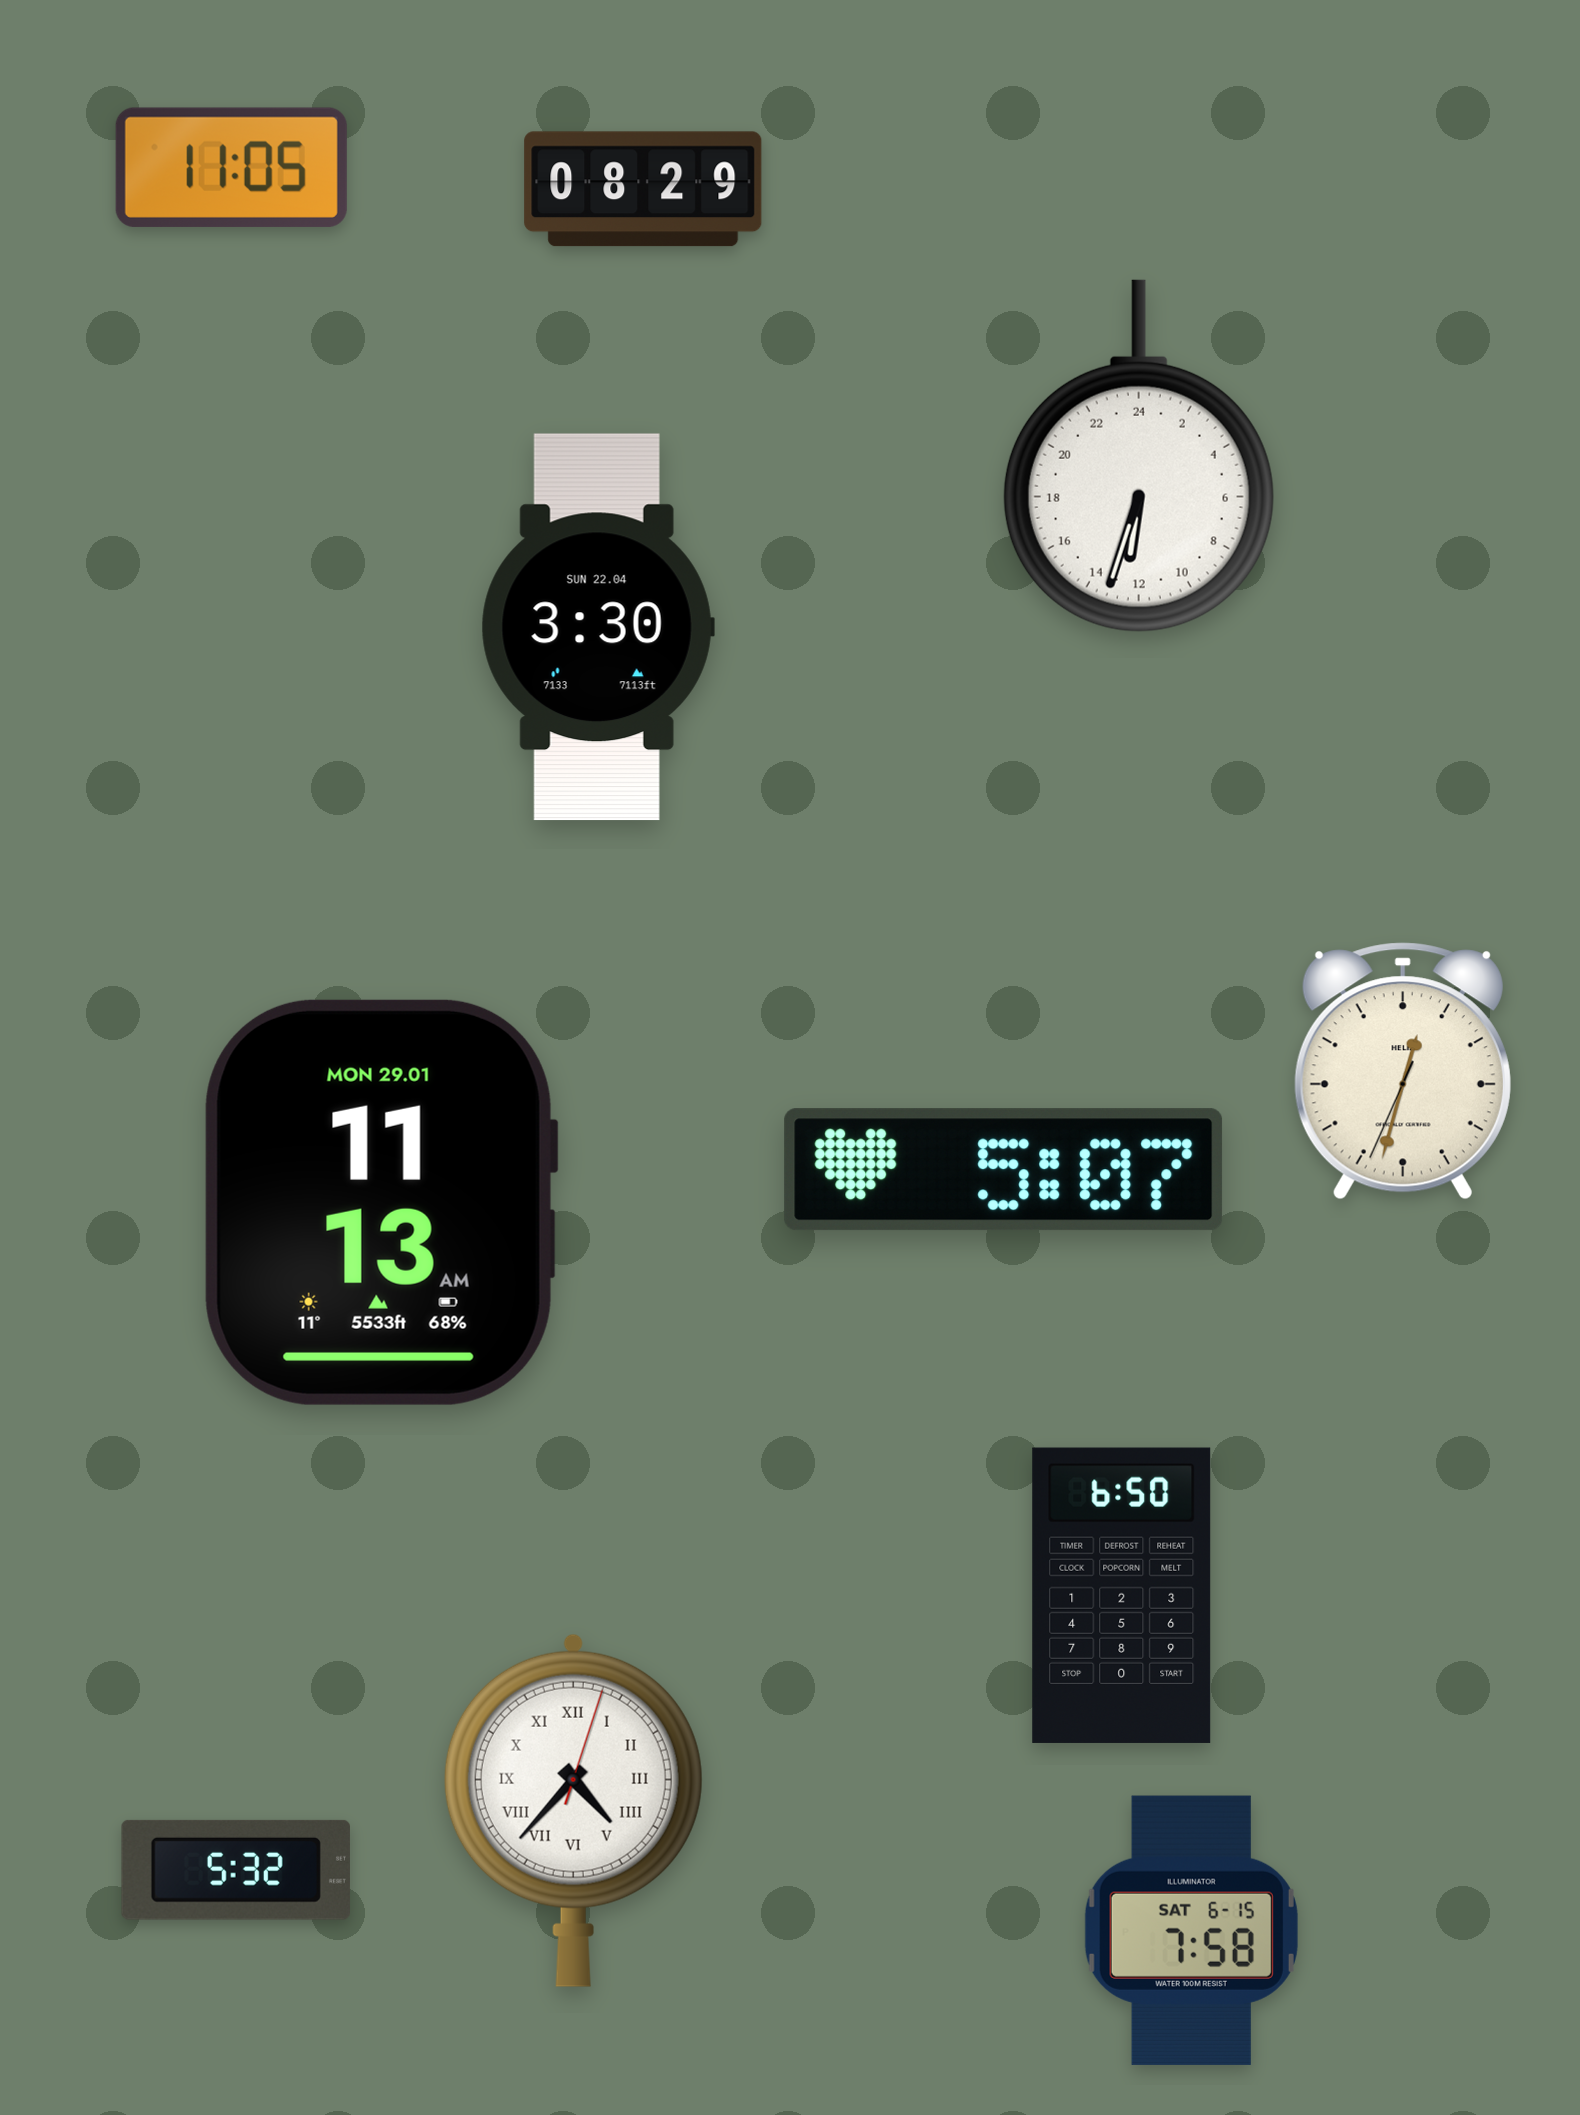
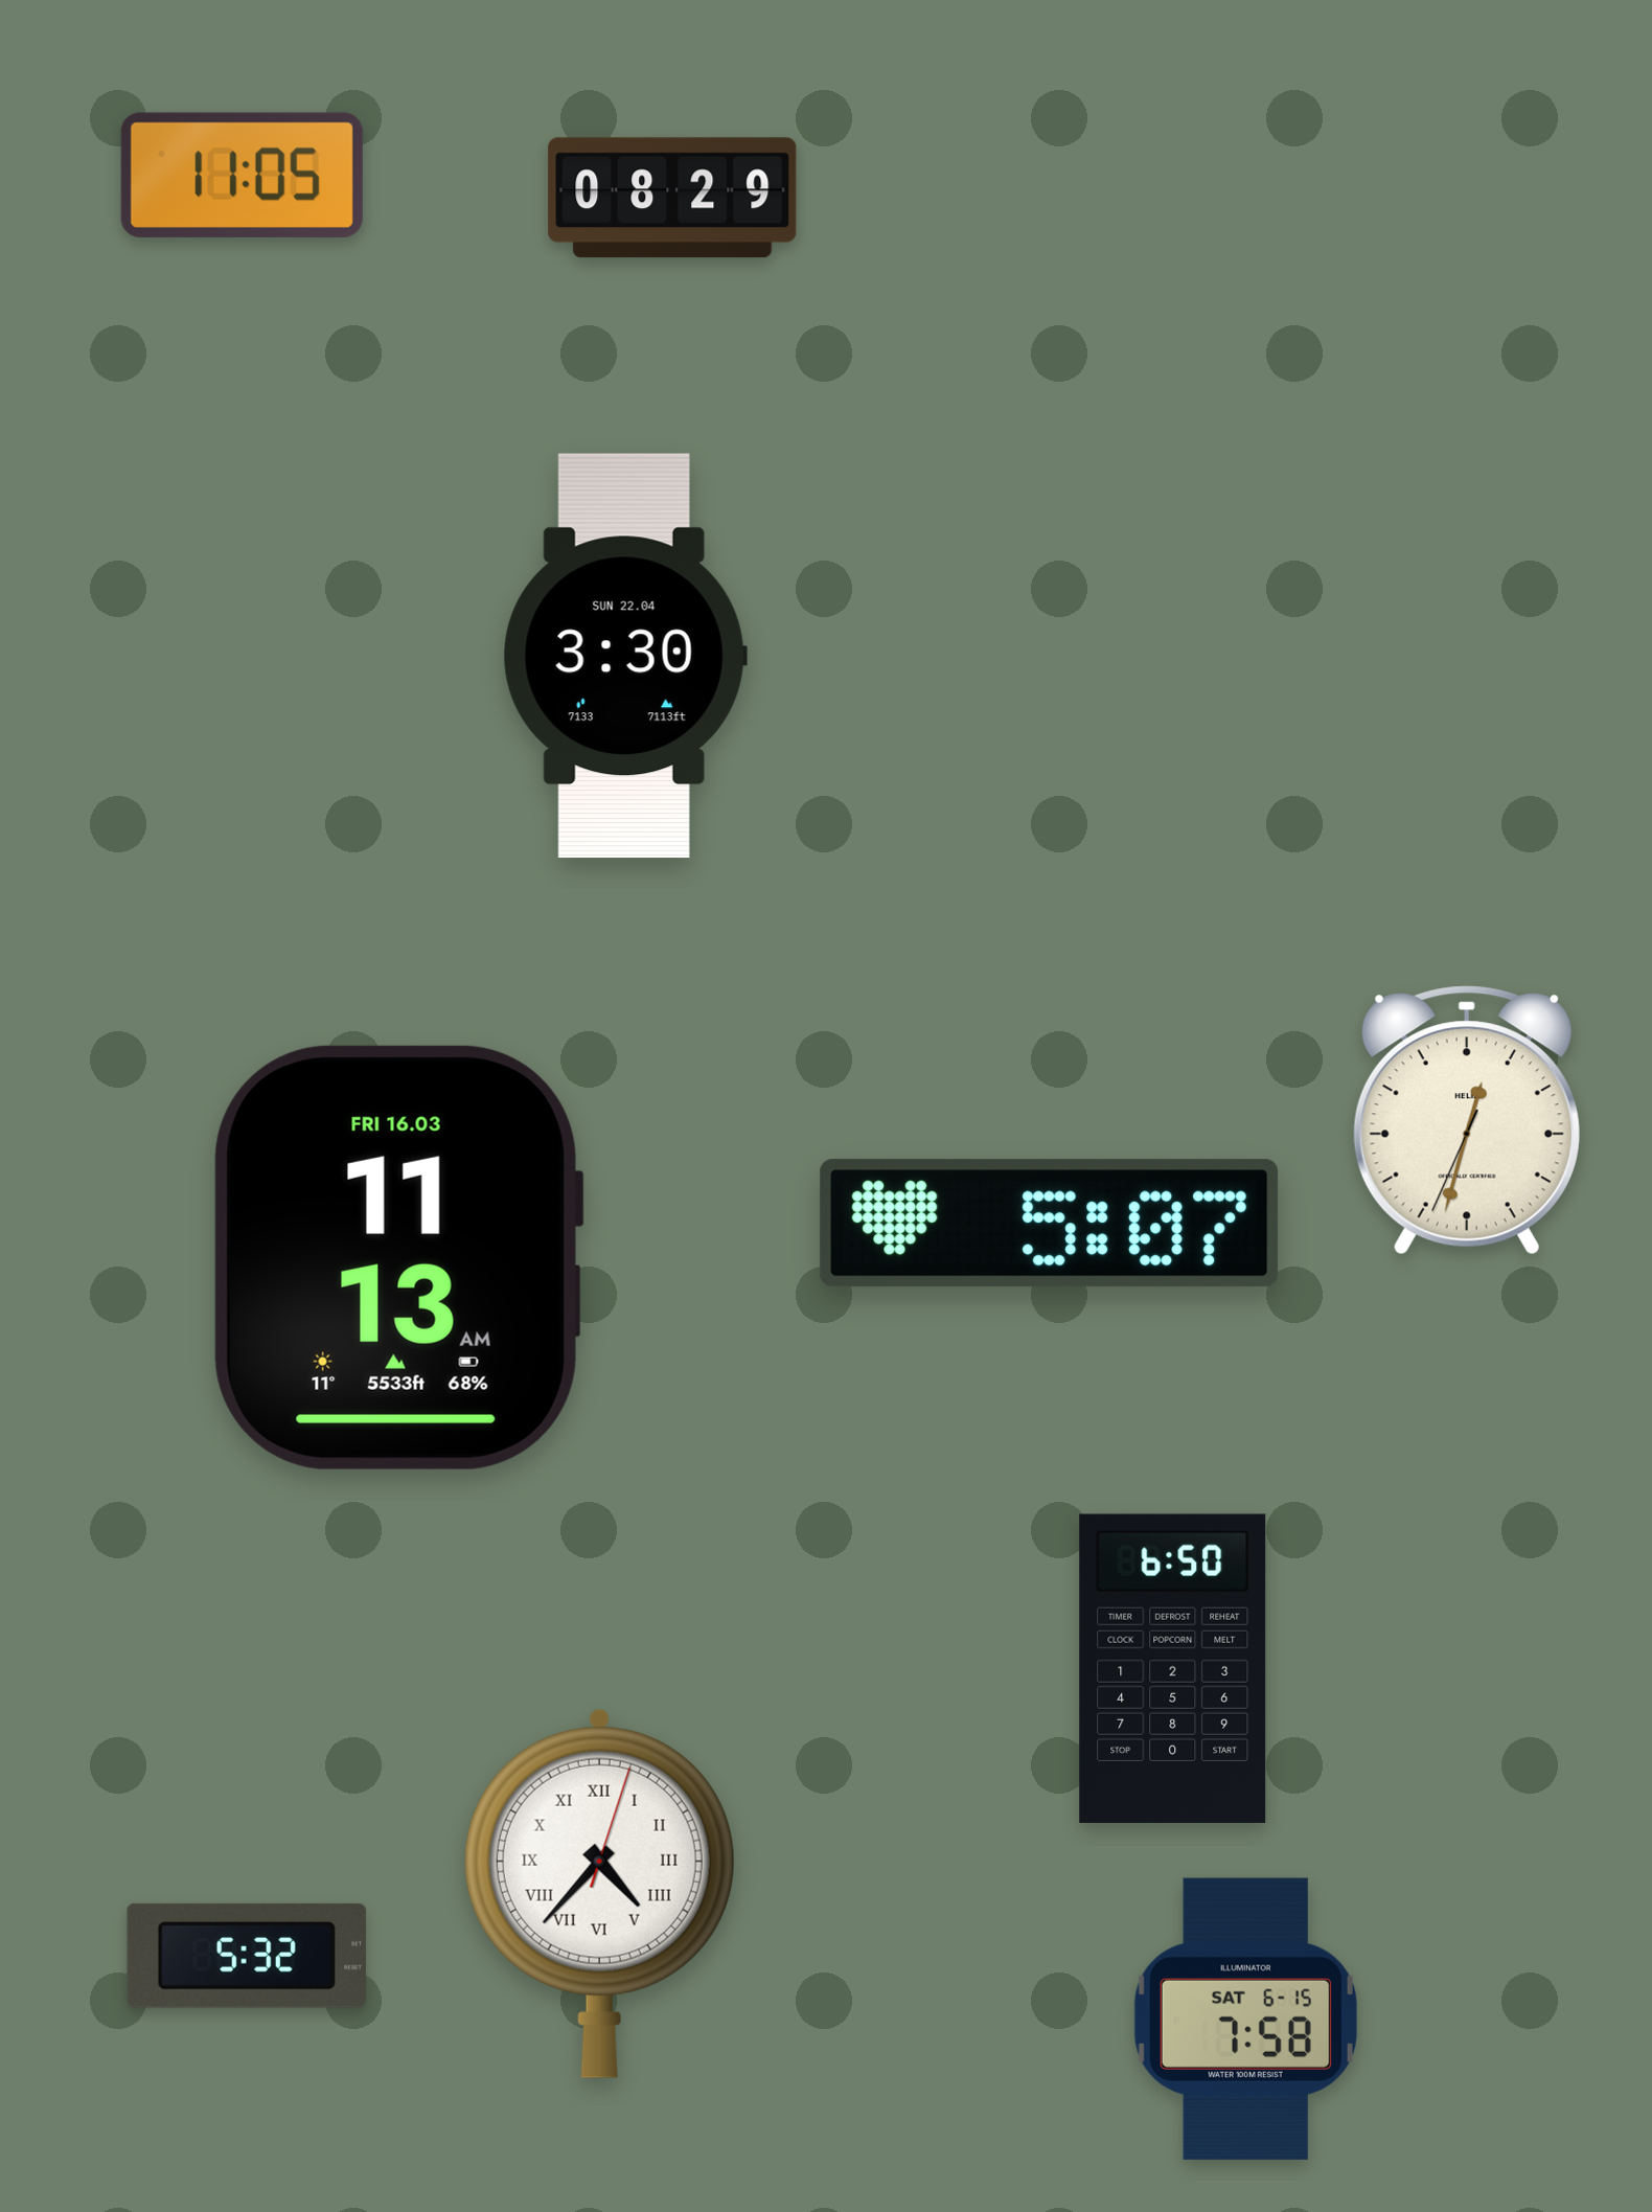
clock at (1139, 456): 12:33 -> none
clock at (381, 1202) date: MON 29.01 -> FRI 16.03
